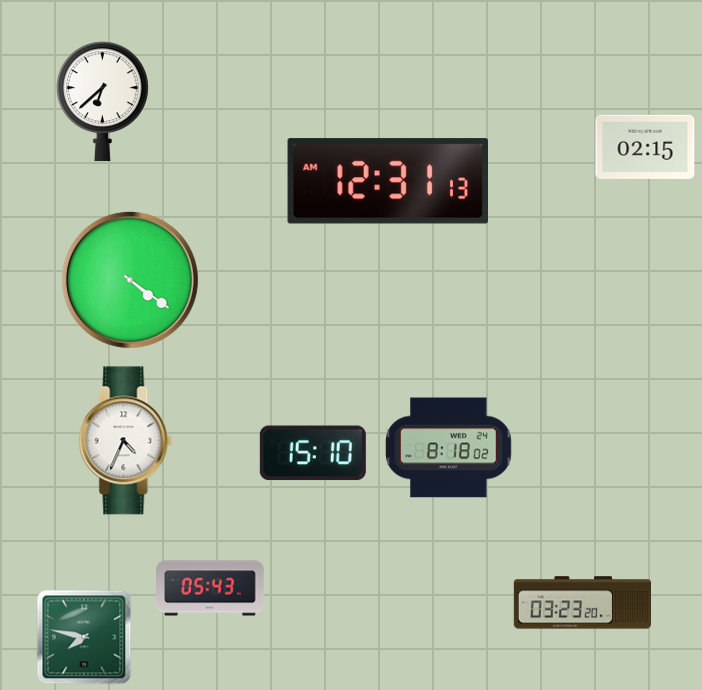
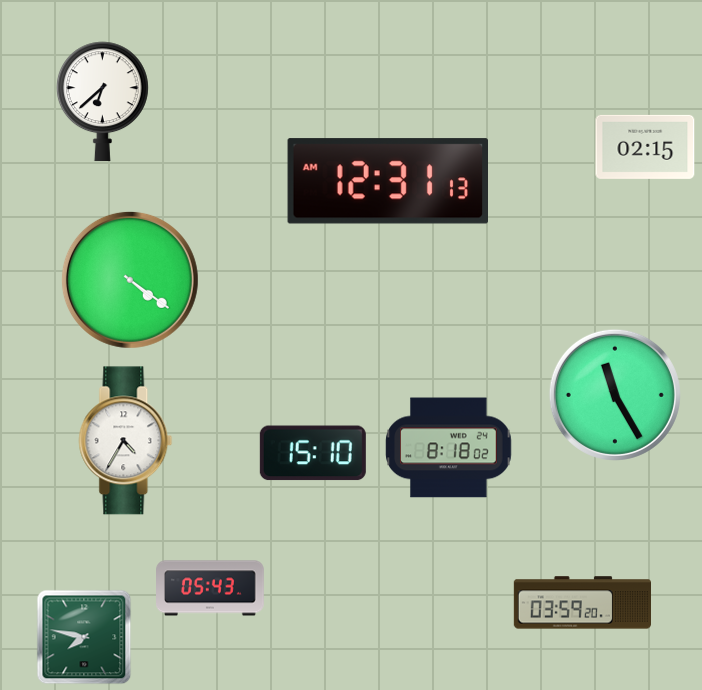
clock at (615, 395): none -> 11:25
clock at (126, 441): 4:34 -> 4:35
clock at (582, 603): 03:23 -> 03:59
